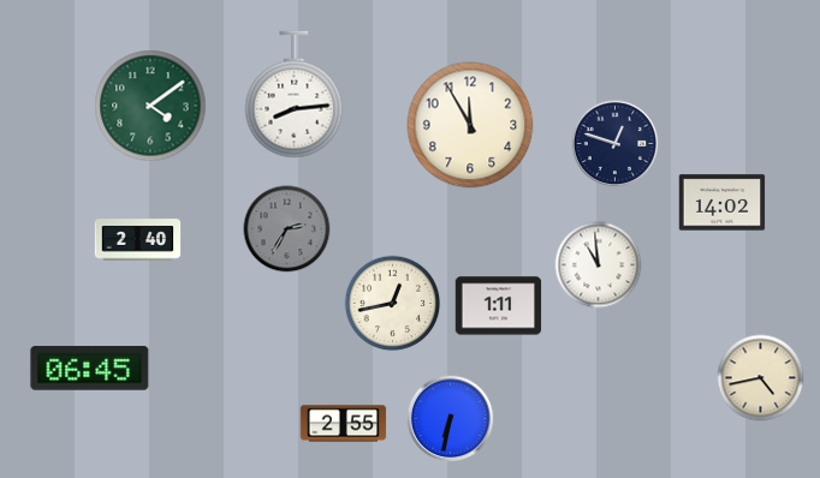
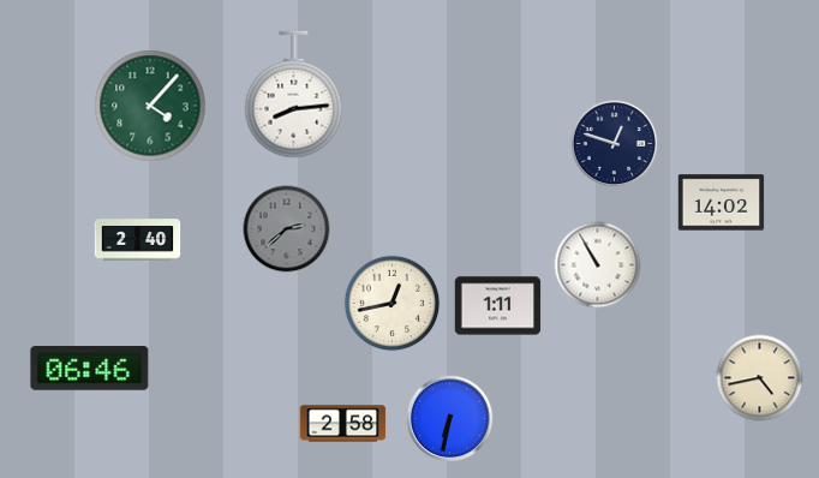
clock at (150, 106): 4:09 -> 4:07
clock at (470, 125): 11:55 -> none
clock at (287, 229): 2:35 -> 2:38
clock at (599, 265): 10:59 -> 10:55
clock at (90, 369): 06:45 -> 06:46
clock at (344, 424): 2:55 -> 2:58
